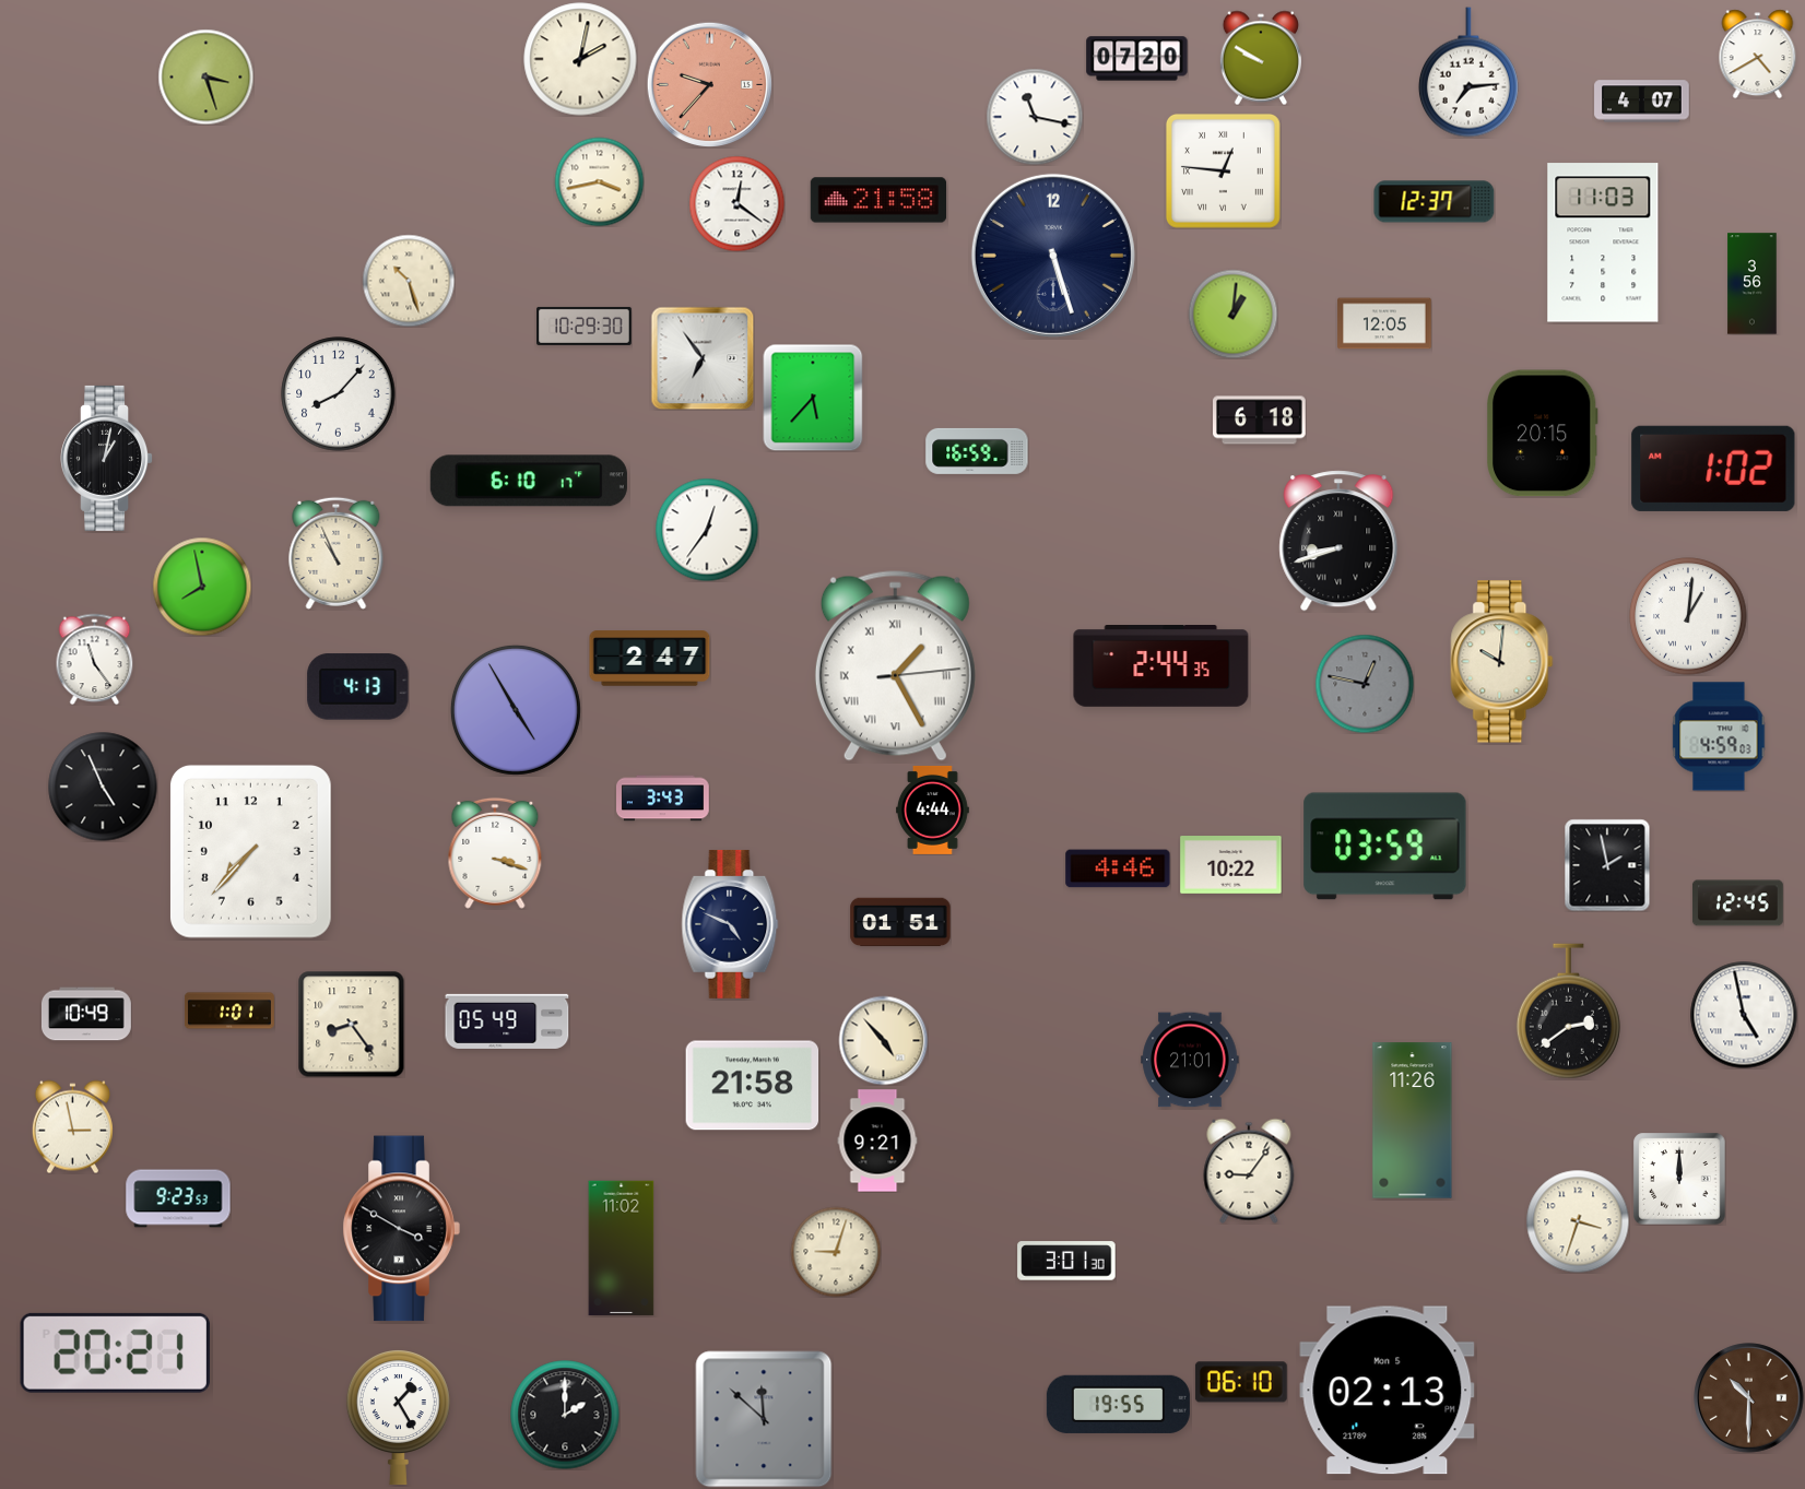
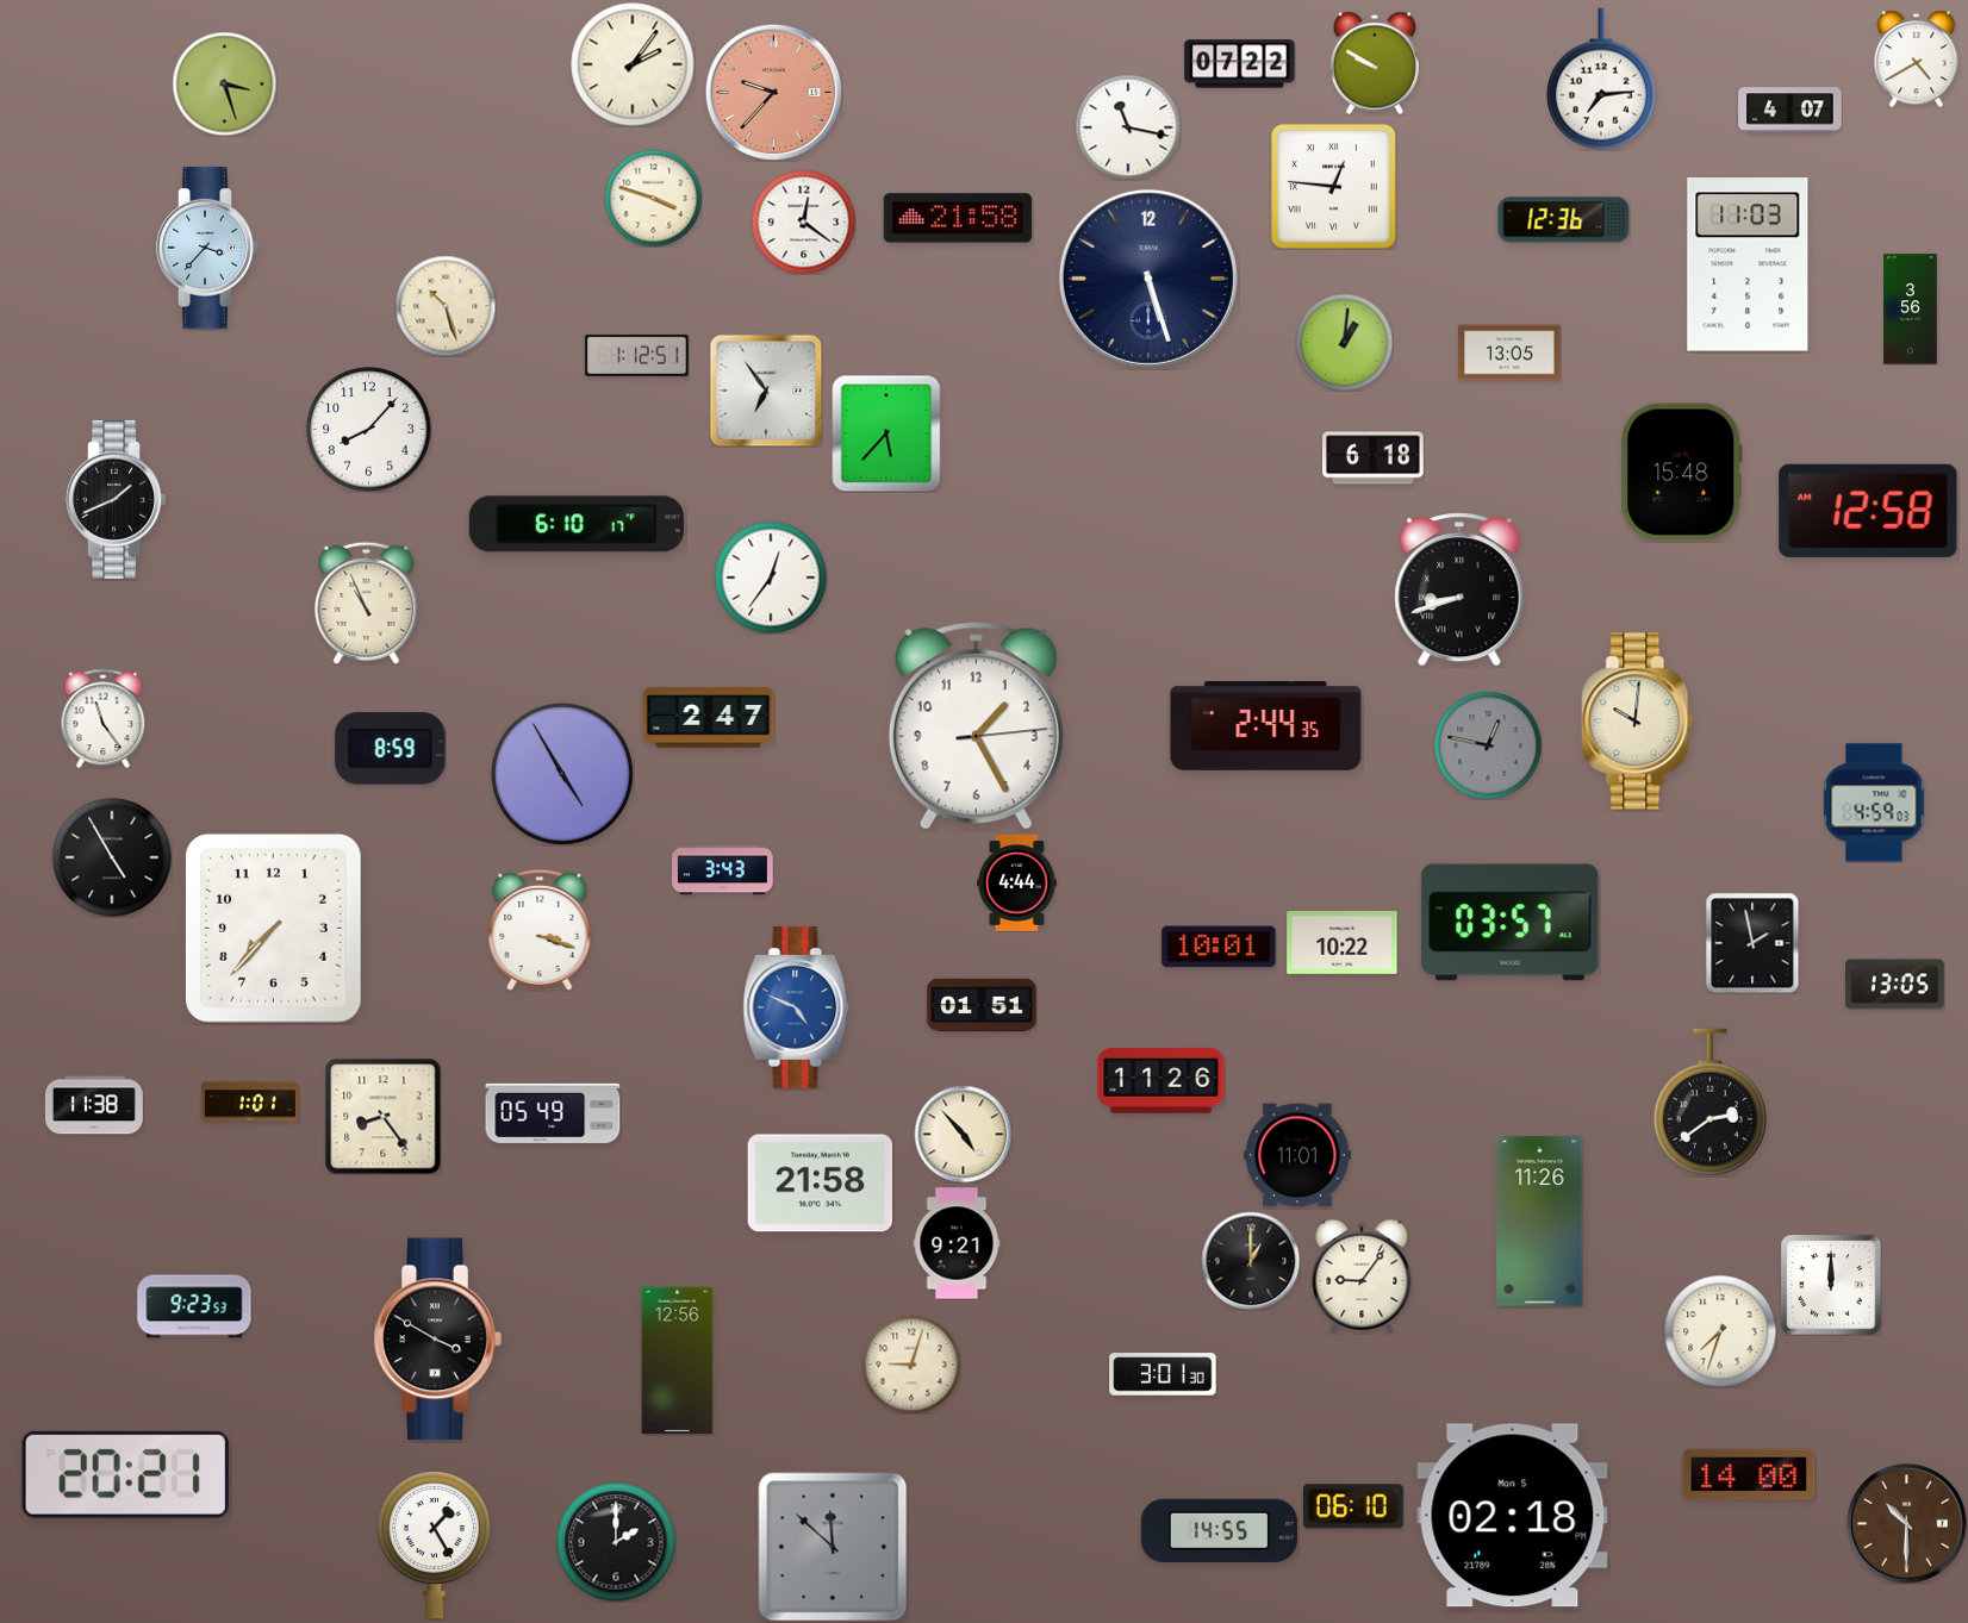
clock at (580, 59): 2:02 -> 2:06
clock at (1137, 59): 07:20 -> 07:22
clock at (599, 181): 3:43 -> 3:48
clock at (1435, 202): 12:37 -> 12:36
clock at (207, 248): none -> 3:37
clock at (1384, 323): 12:05 -> 13:05
clock at (585, 326): 10:29 -> 1:12
clock at (1542, 434): 20:15 -> 15:48
clock at (977, 451): 16:59 -> none
clock at (107, 458): 1:02 -> 1:41
clock at (1713, 469): 1:02 -> 12:58
clock at (202, 587): 7:58 -> none
clock at (1688, 616): 1:01 -> none
clock at (895, 666) numerals: Roman -> Arabic
clock at (358, 687): 4:13 -> 8:59
clock at (103, 787): 4:56 -> 4:55
clock at (1385, 847): 03:59 -> 03:57
clock at (1118, 868): 4:46 -> 10:01
clock at (1737, 903): 12:45 -> 13:05
clock at (730, 924) dial: navy -> blue
clock at (1162, 1081): none -> 11:26
clock at (86, 1014): 10:49 -> 11:38
clock at (1744, 1015): 4:58 -> none
clock at (1190, 1060): 21:01 -> 11:01
clock at (72, 1126): 2:58 -> none
clock at (1251, 1261): none -> 1:00
clock at (1578, 1221): 3:33 -> 7:33
clock at (622, 1249): 11:02 -> 12:56
clock at (1749, 1474): none -> 14:00
clock at (1388, 1391): 02:13 -> 02:18
clock at (1118, 1404): 19:55 -> 14:55
